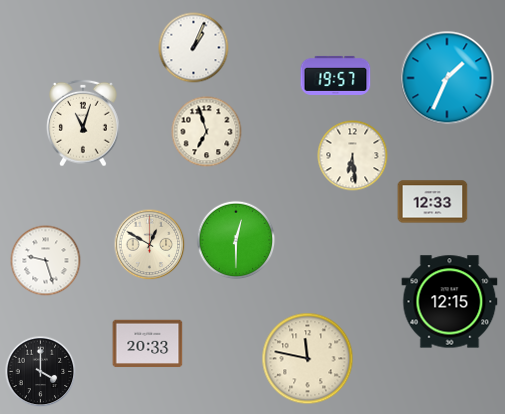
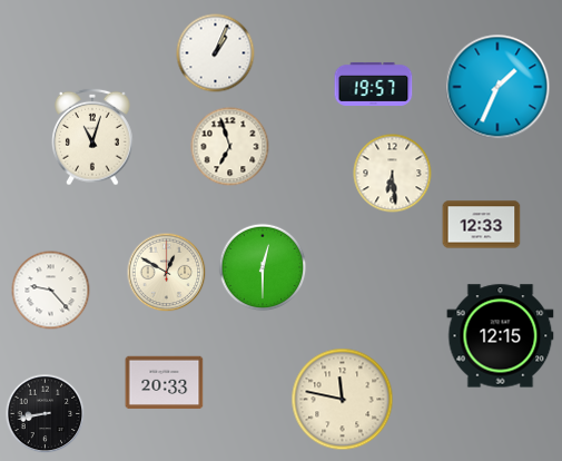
clock at (46, 261): 9:27 -> 9:23
clock at (41, 372): 4:00 -> 8:43
